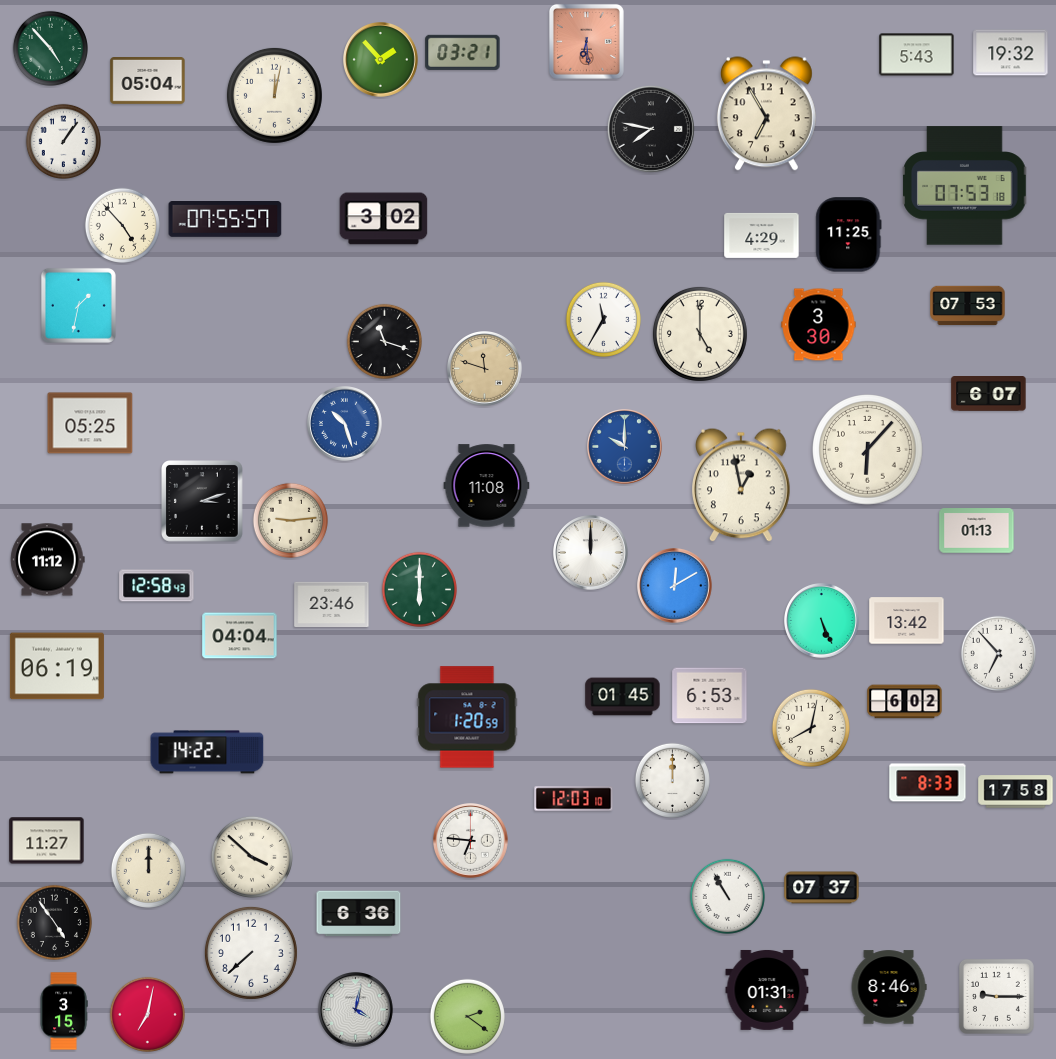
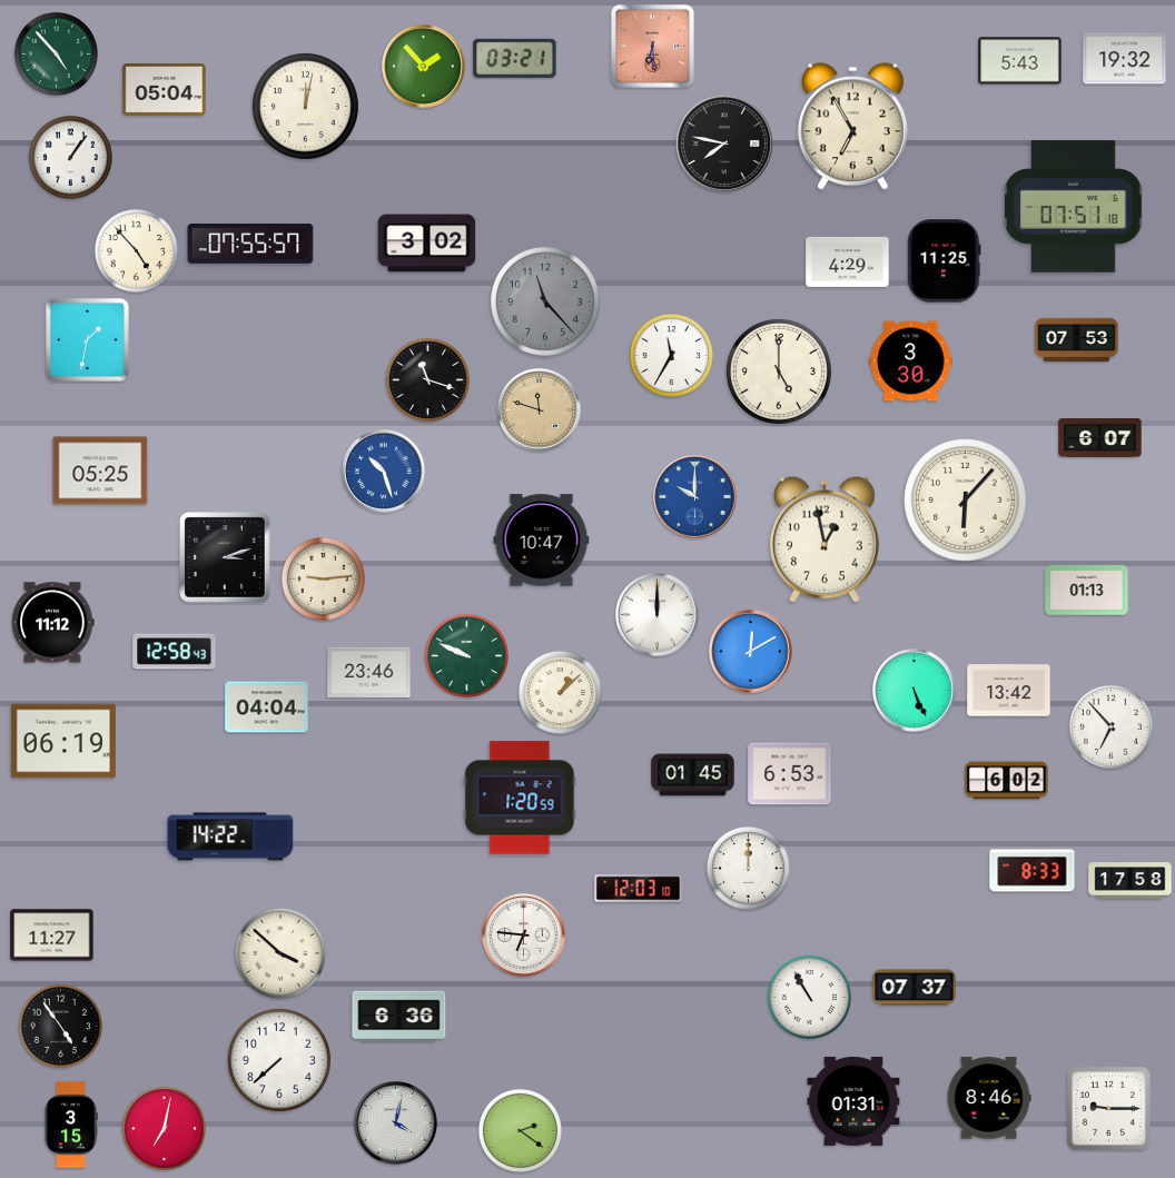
clock at (965, 186): 07:53 -> 07:51
clock at (545, 301): none -> 11:23
clock at (487, 486): 11:08 -> 10:47
clock at (419, 589): 6:00 -> 9:49
clock at (560, 692): none -> 1:08
clock at (811, 728): 8:02 -> none
clock at (148, 870): 12:00 -> none
